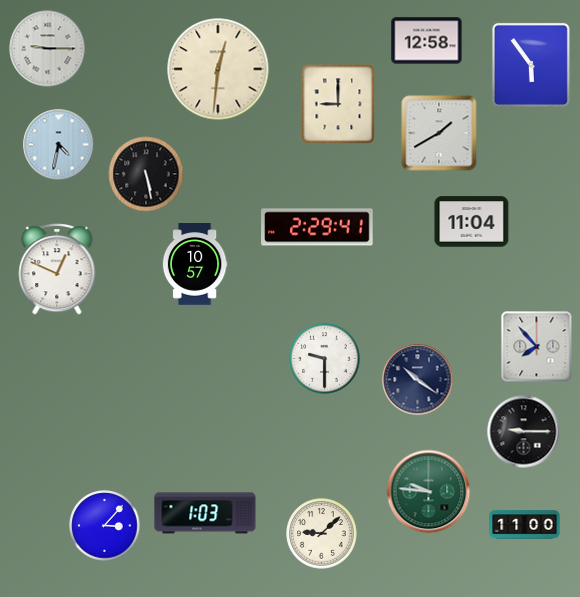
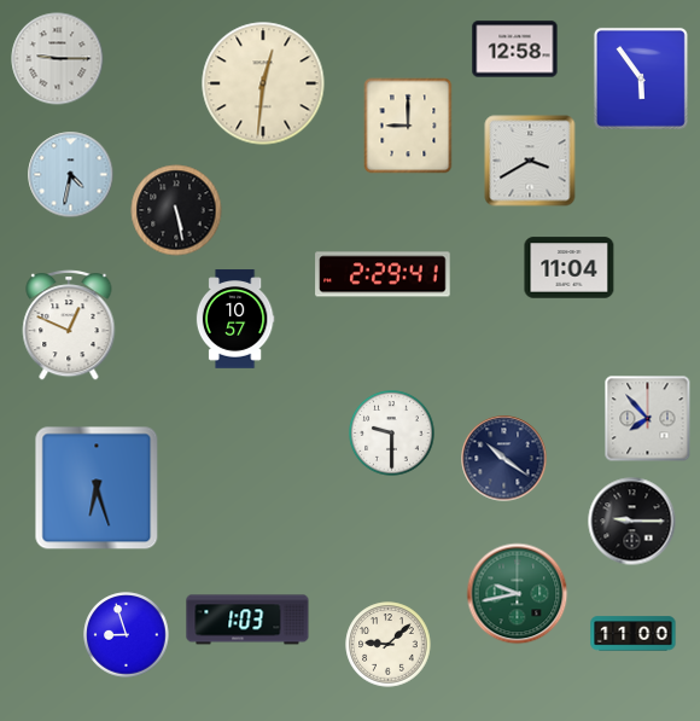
clock at (439, 133): 1:40 -> 3:40
clock at (97, 488): none -> 6:27
clock at (429, 492): 9:46 -> 9:43
clock at (105, 526): 3:07 -> 8:57
